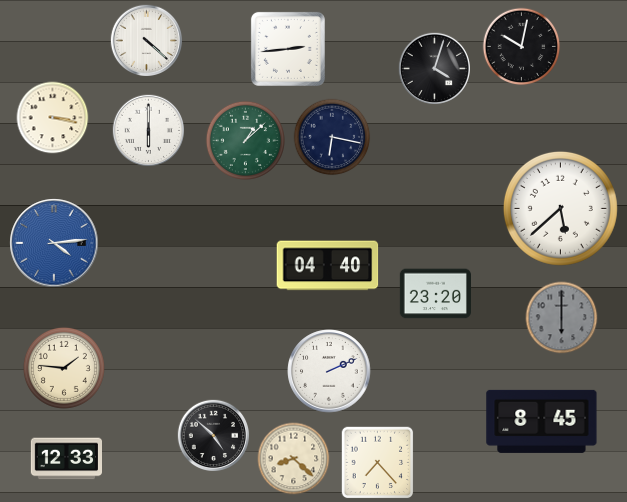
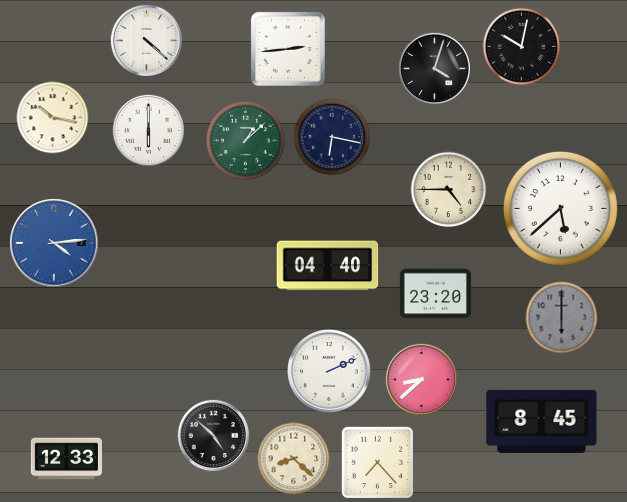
clock at (53, 118): 3:17 -> 10:17
clock at (449, 190): none -> 4:45
clock at (64, 368): 1:46 -> none
clock at (421, 379): none -> 8:38
